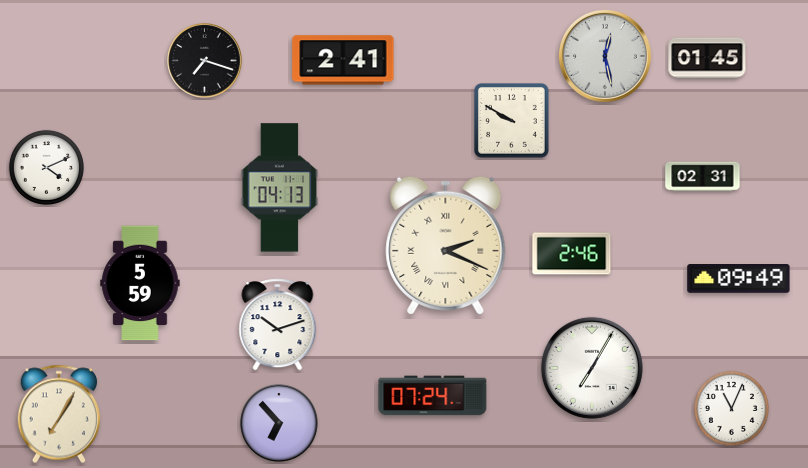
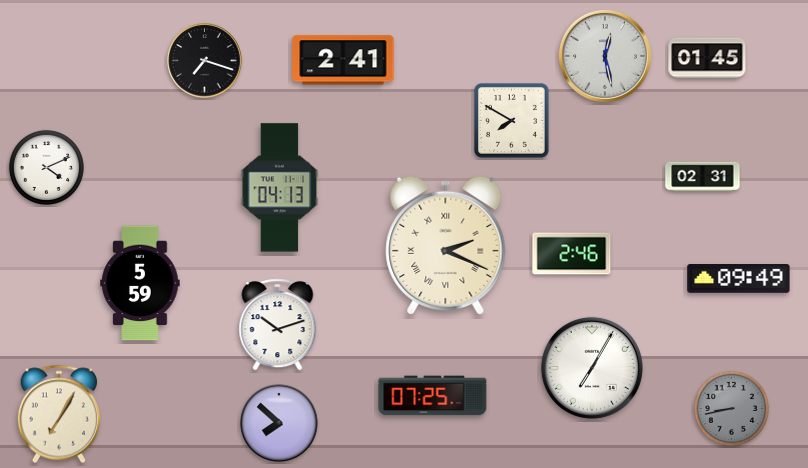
clock at (512, 121): 9:50 -> 7:50
clock at (433, 396): 07:24 -> 07:25
clock at (731, 408): 11:04 -> 8:43
clock at (731, 408) dial: white -> grey
clock at (279, 423): 6:53 -> 7:52
